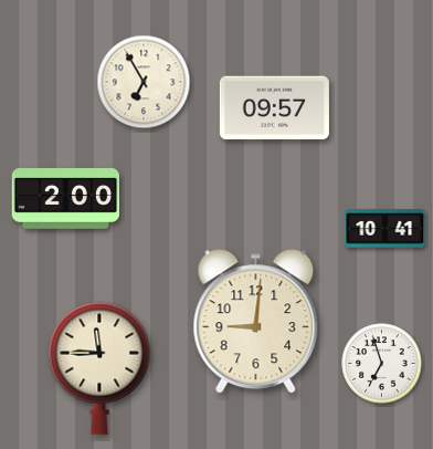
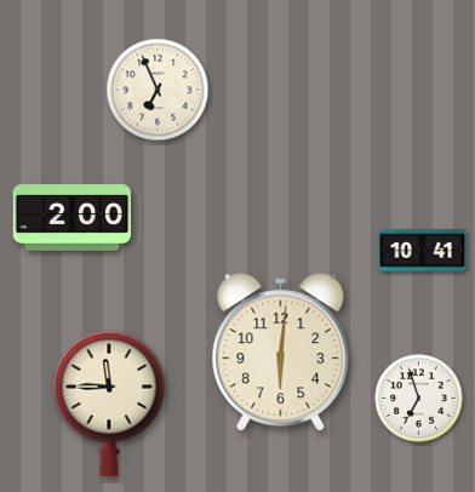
clock at (144, 82): 6:55 -> 6:56
clock at (274, 108): 09:57 -> none
clock at (256, 322): 9:01 -> 6:01
